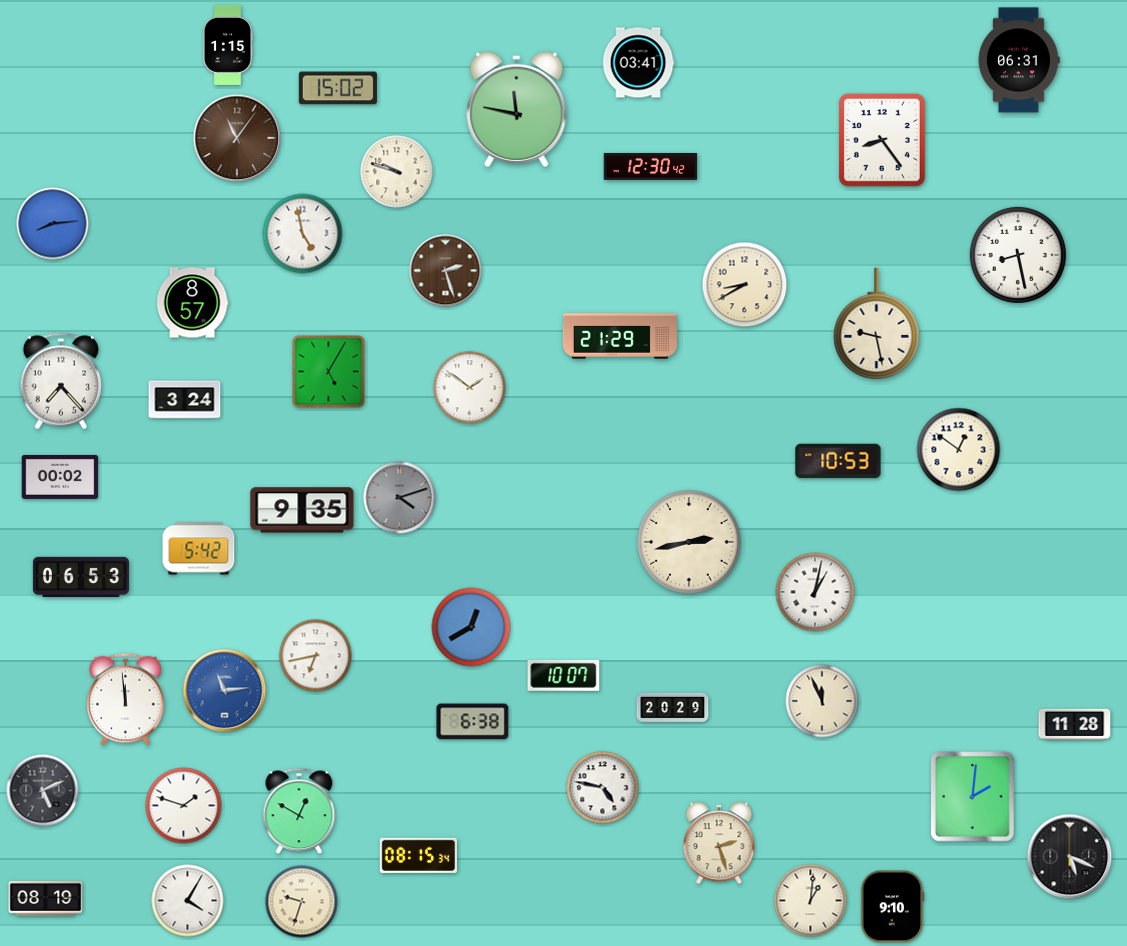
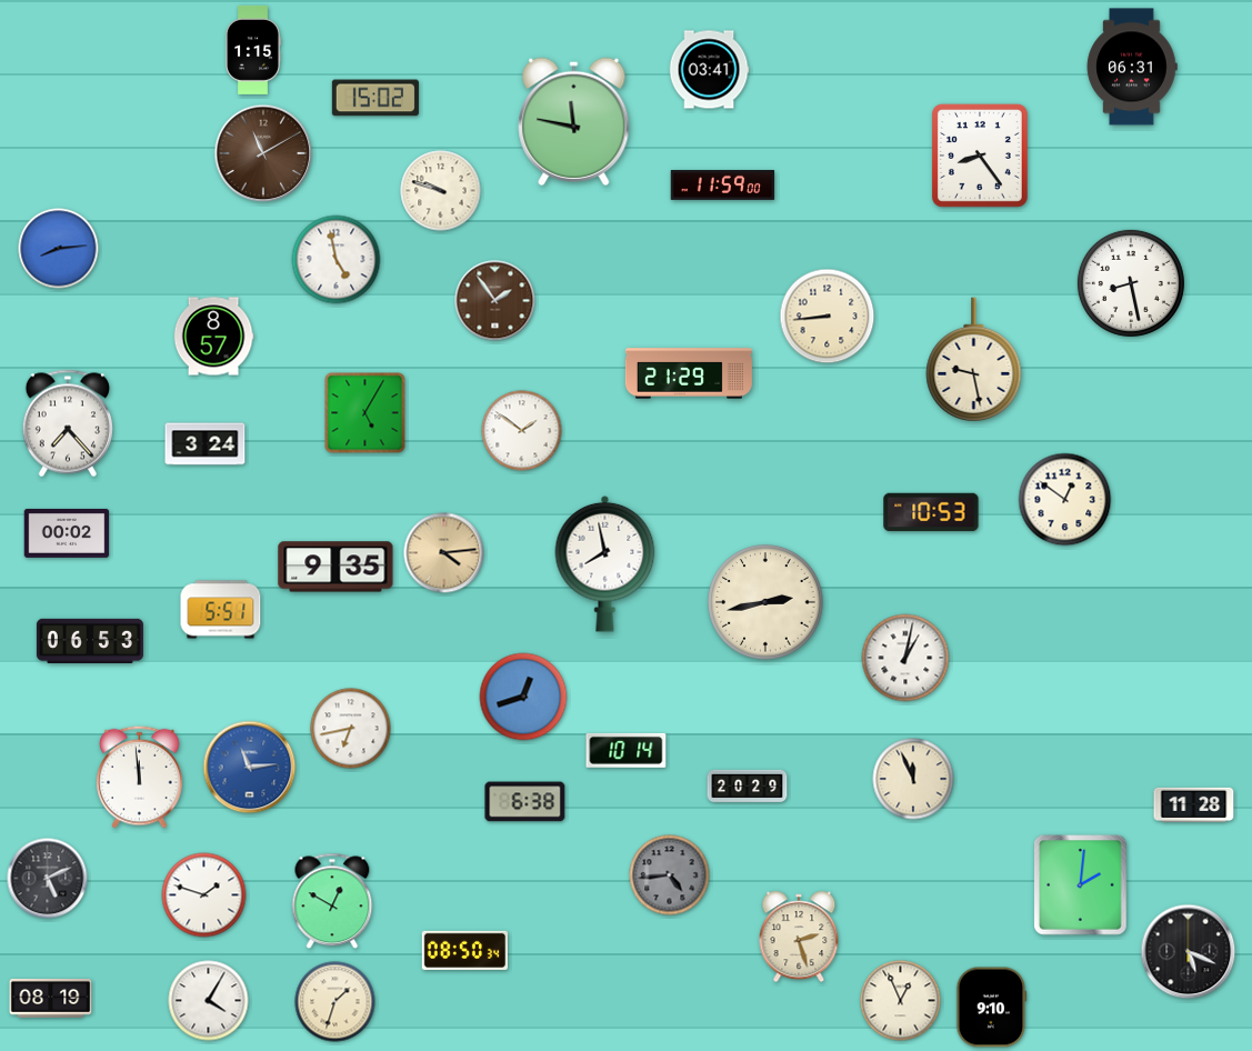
clock at (237, 138): 11:06 -> 11:10
clock at (651, 166): 12:30 -> 11:59
clock at (446, 271): 2:27 -> 1:54
clock at (745, 285): 8:40 -> 8:44
clock at (60, 477) position: (60, 477) -> (67, 533)
clock at (400, 498): 4:12 -> 4:14
clock at (400, 498) dial: grey -> champagne
clock at (605, 563): none -> 7:58
clock at (199, 549): 5:42 -> 5:51
clock at (471, 627): 12:40 -> 12:42
clock at (564, 675): 10:07 -> 10:14
clock at (603, 788): 4:47 -> 4:44
clock at (603, 788) dial: white -> grey
clock at (418, 855): 08:15 -> 08:50
clock at (811, 901): 1:01 -> 12:56
clock at (302, 902): 9:33 -> 1:33
